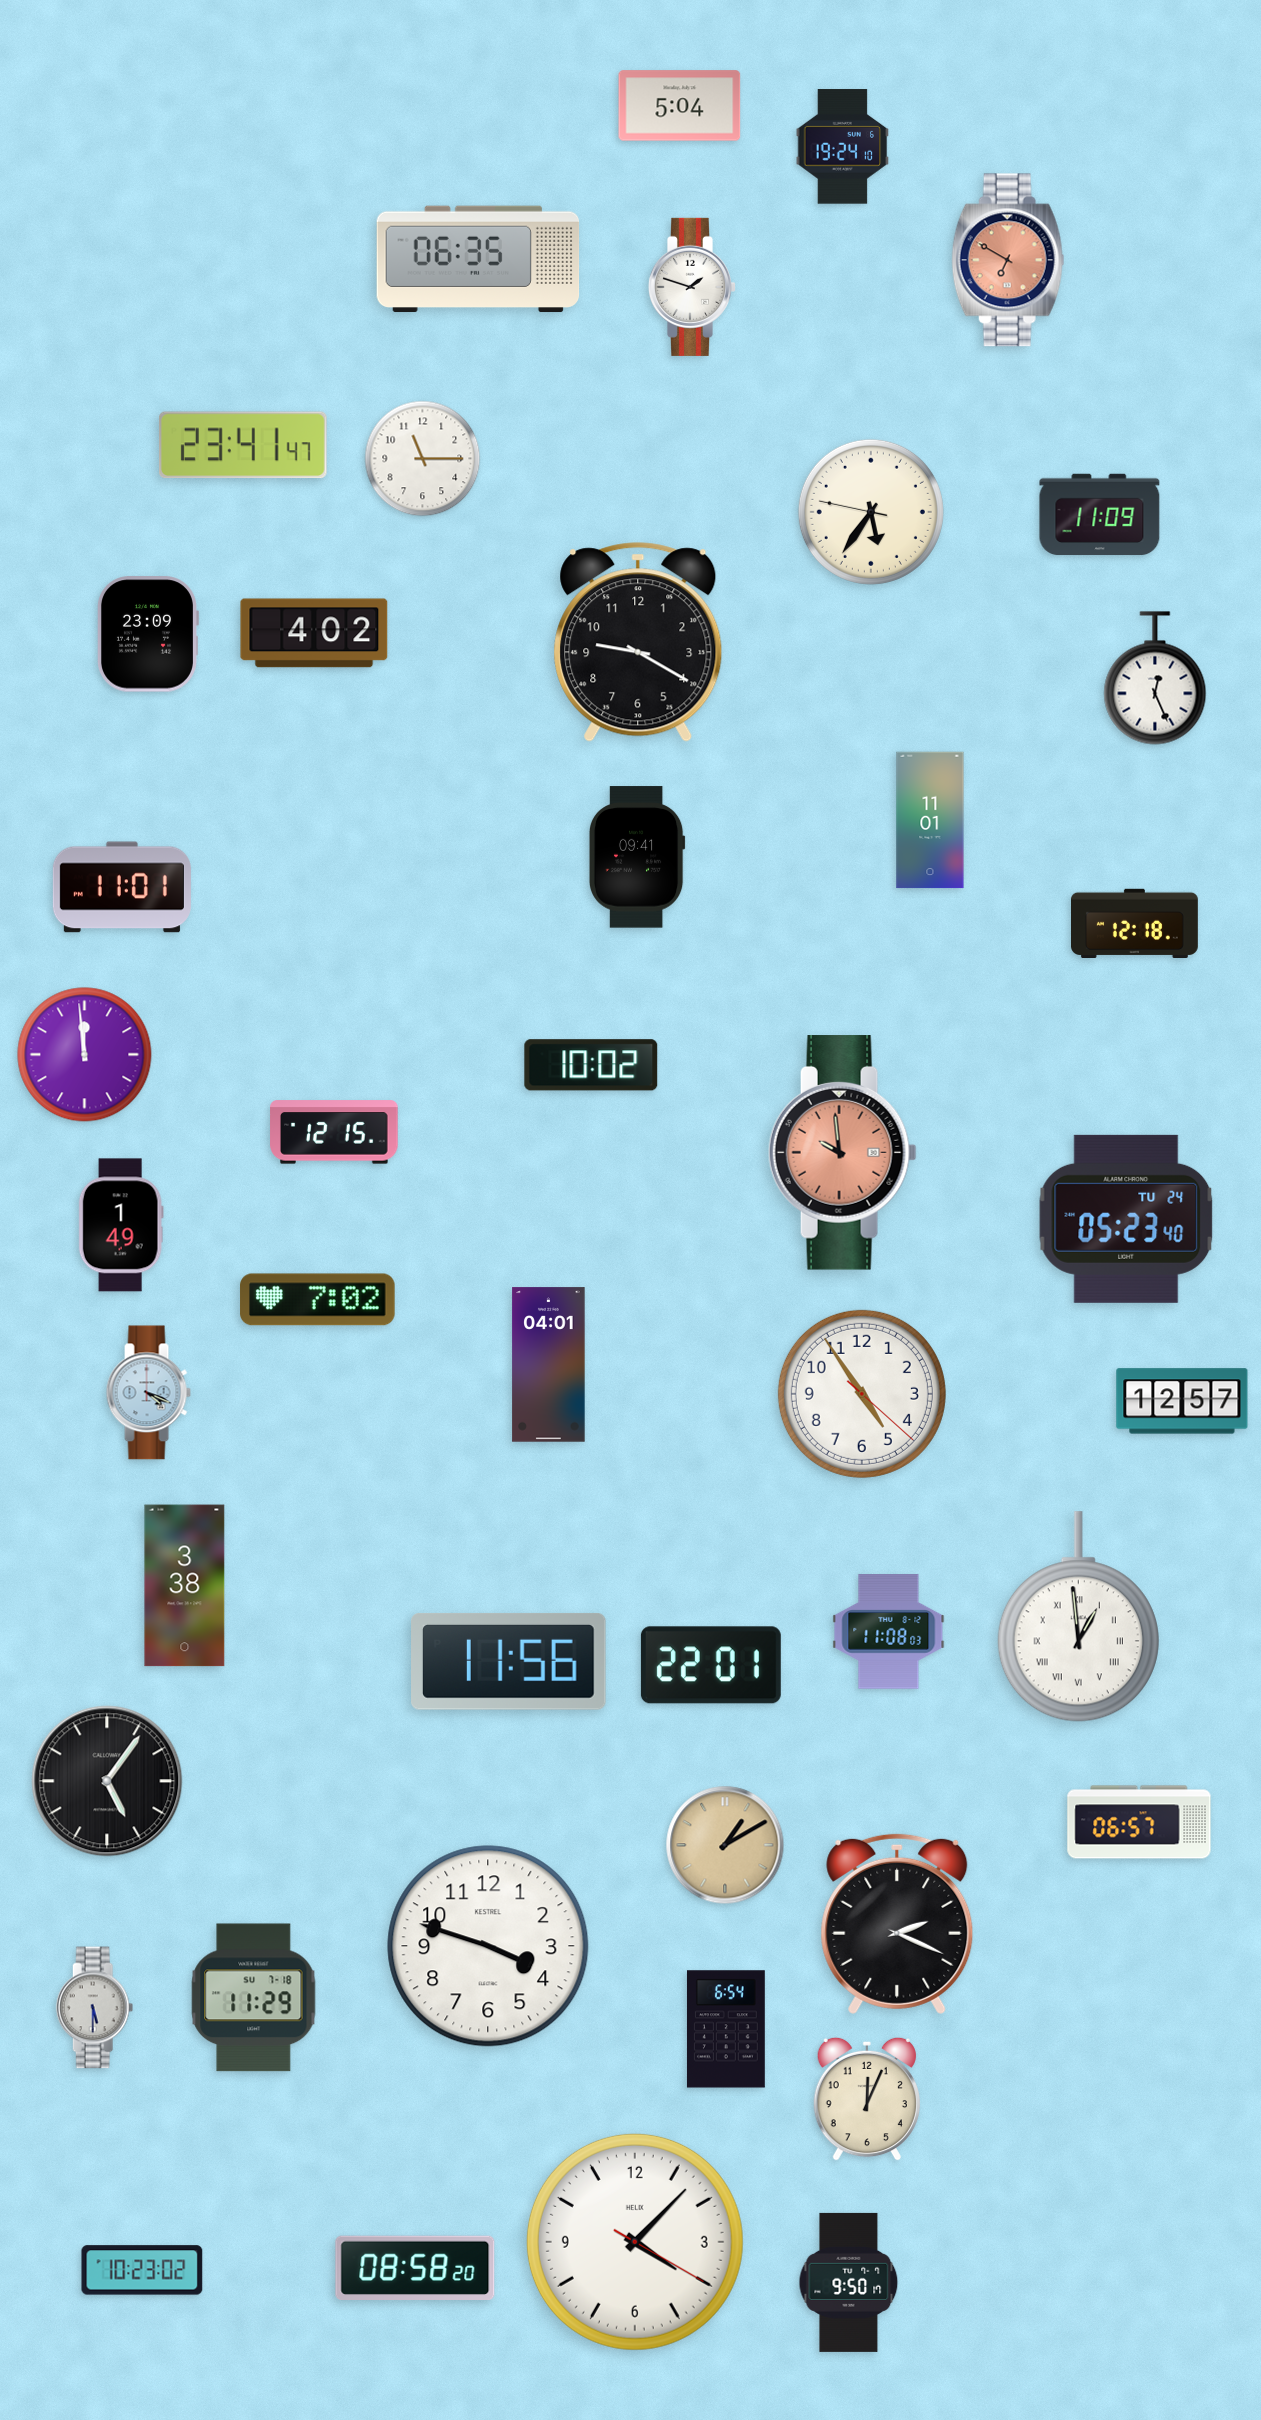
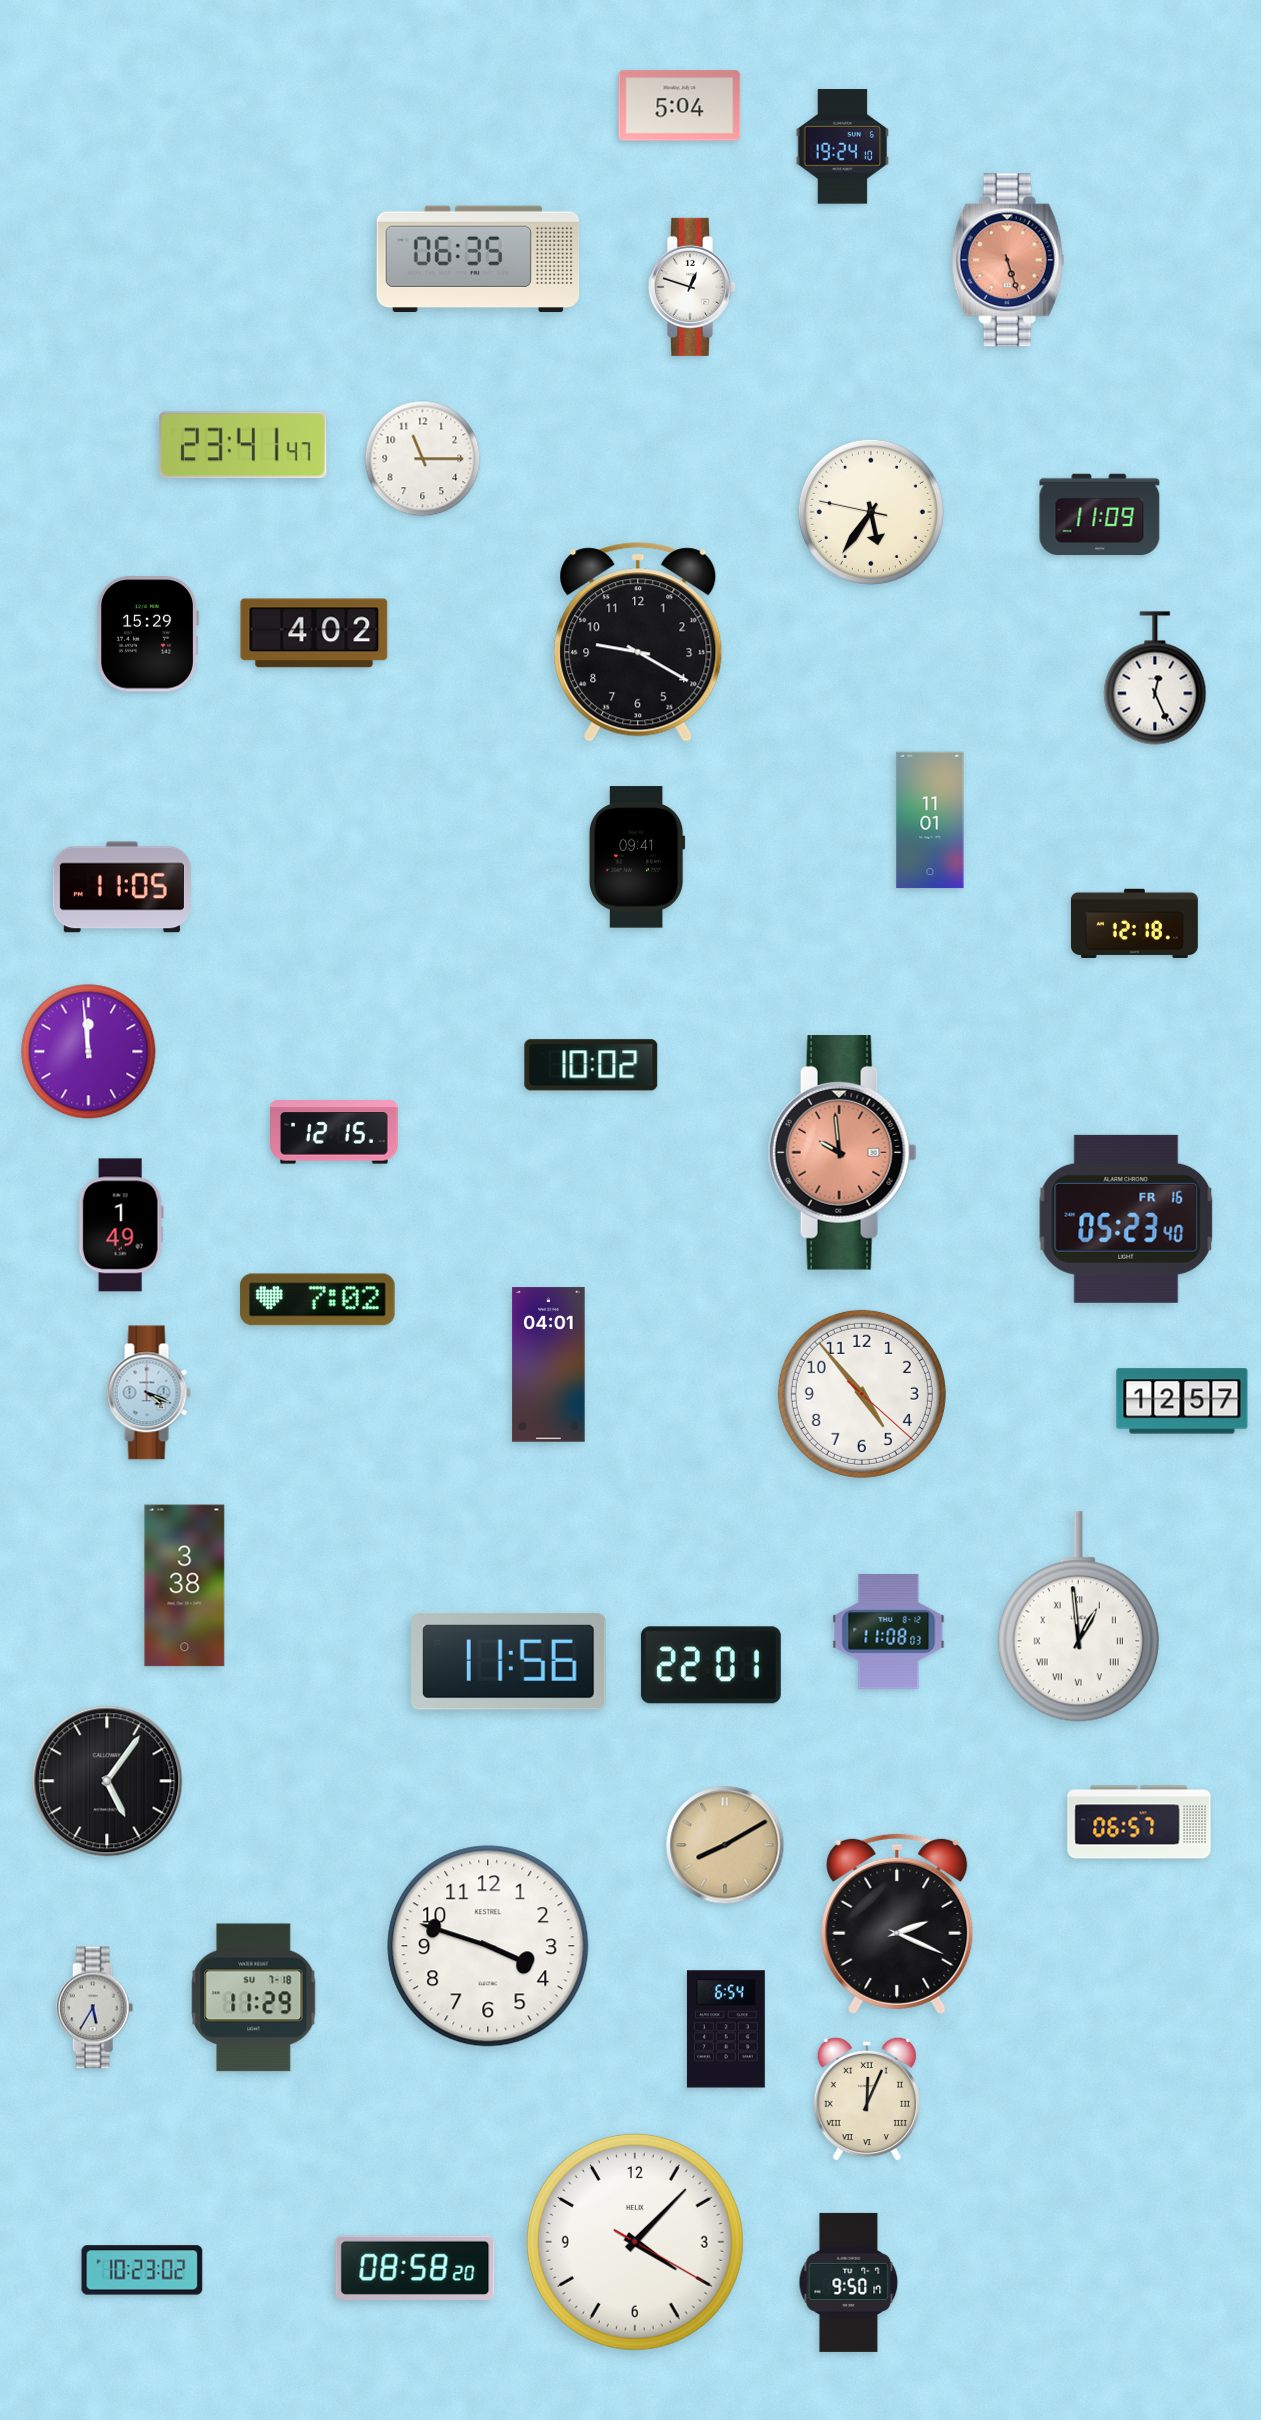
clock at (1008, 260): 6:50 -> 5:27
clock at (691, 287): 1:48 -> 12:48
clock at (148, 634): 23:09 -> 15:29
clock at (122, 887): 11:01 -> 11:05
clock at (85, 1055) position: (85, 1055) -> (89, 1052)
clock at (1126, 1219) date: TU 24 -> FR 16
clock at (862, 1394): 4:54 -> 4:53
clock at (725, 1845): 1:10 -> 8:10
clock at (95, 2008): 5:30 -> 5:35
clock at (867, 2099) numerals: Arabic -> Roman
